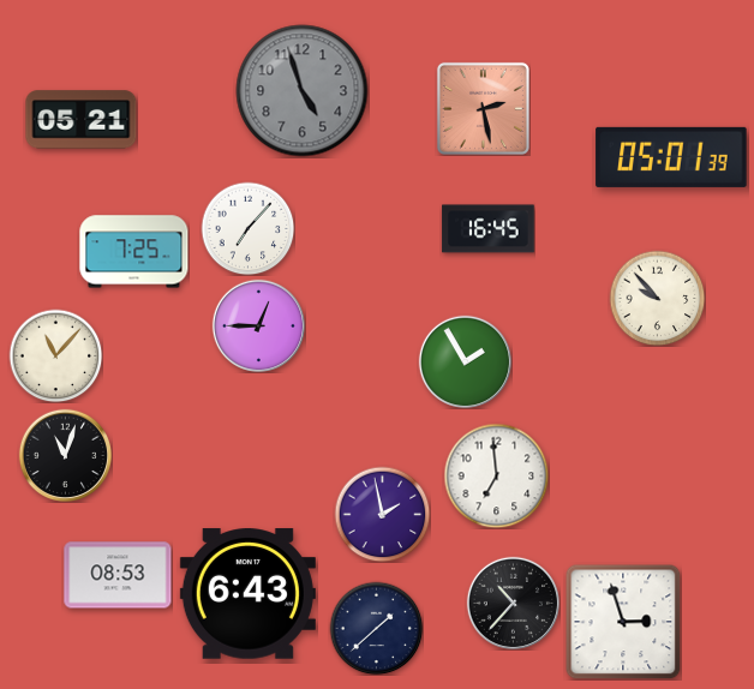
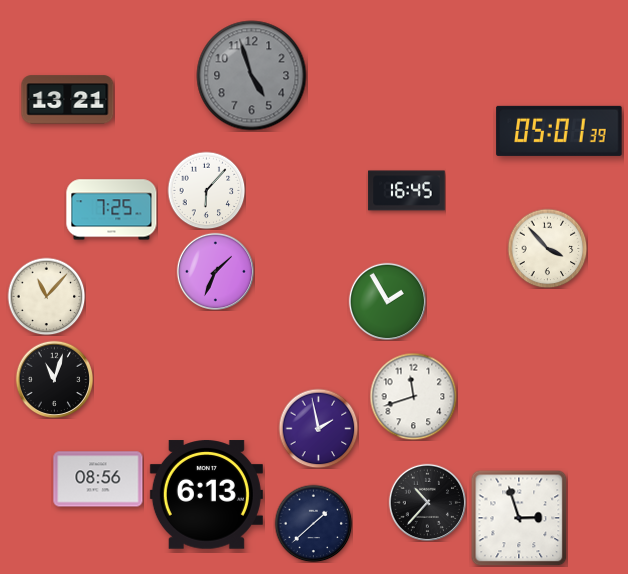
clock at (483, 108): 2:28 -> none
clock at (82, 120): 05:21 -> 13:21
clock at (247, 228): 7:07 -> 6:07
clock at (657, 298): 9:53 -> 3:53
clock at (258, 325): 12:45 -> 1:34
clock at (496, 475): 6:59 -> 11:42
clock at (118, 575): 08:53 -> 08:56
clock at (247, 594): 6:43 -> 6:13
